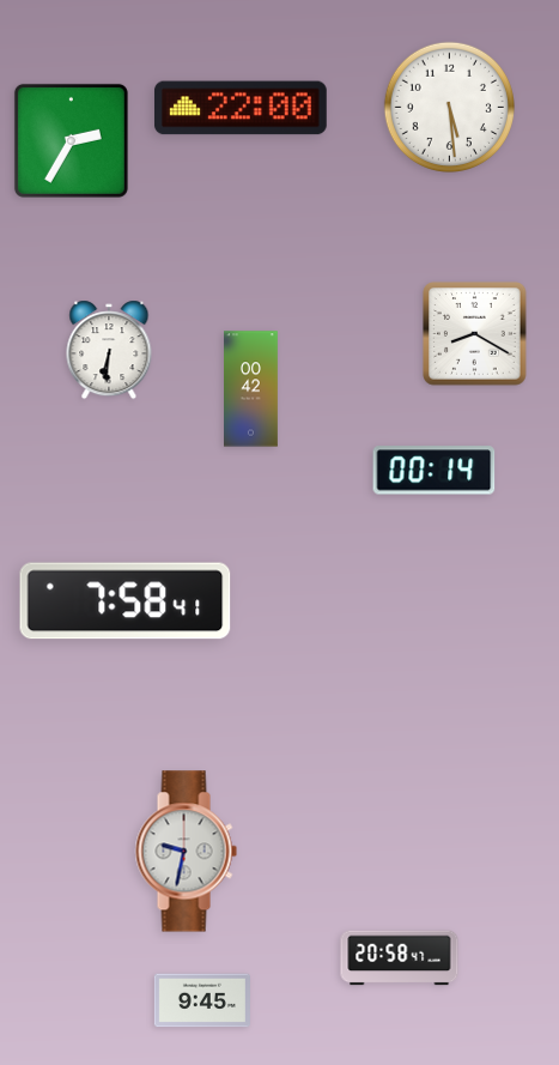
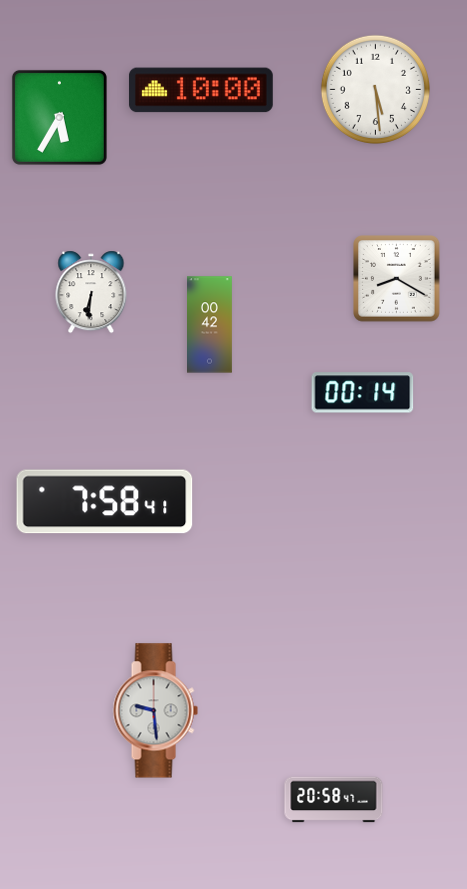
clock at (241, 108): 22:00 -> 10:00
clock at (71, 140): 2:35 -> 5:35
clock at (186, 852): 9:32 -> 9:29
clock at (202, 1000): 9:45 -> none
